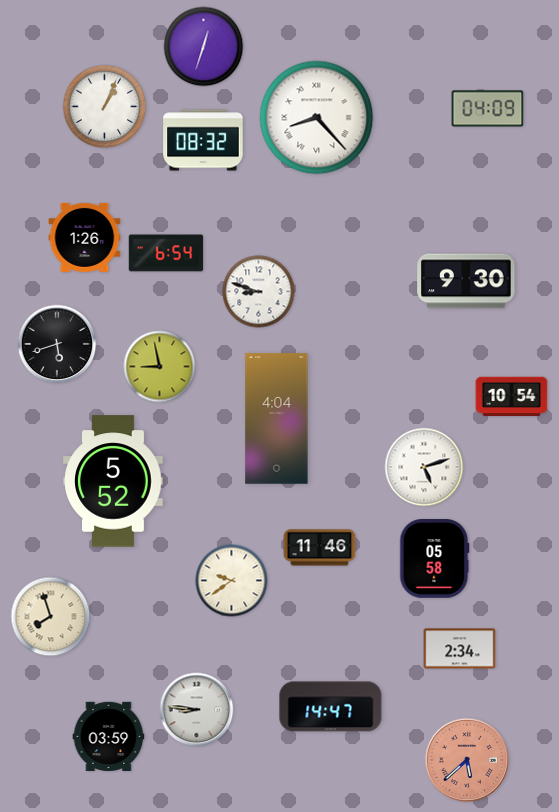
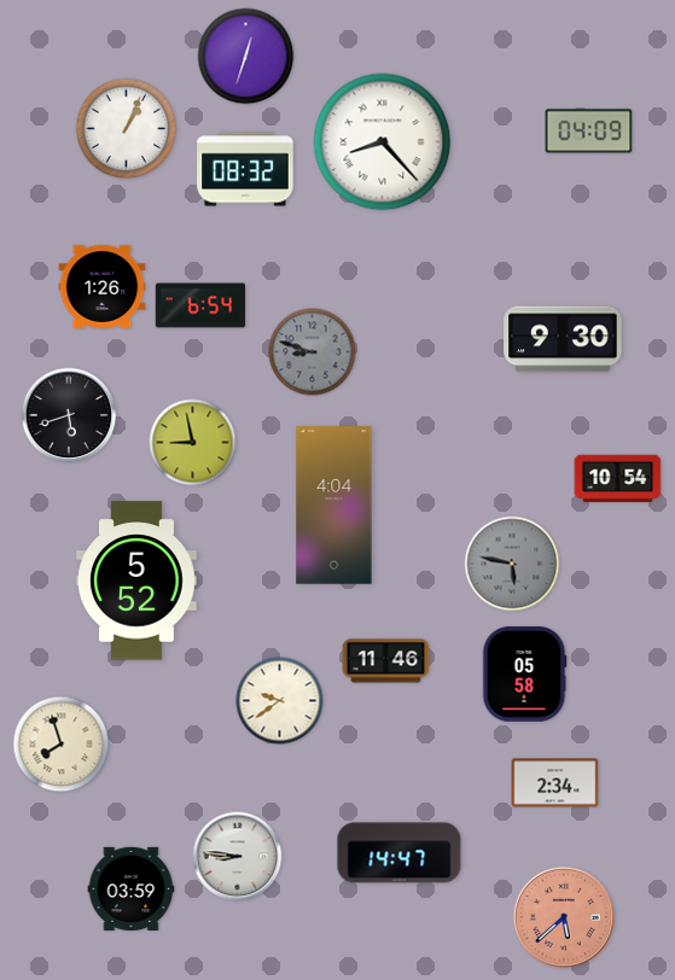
clock at (259, 292) dial: white -> grey
clock at (424, 467): 5:12 -> 5:47
clock at (424, 467) dial: white -> grey
